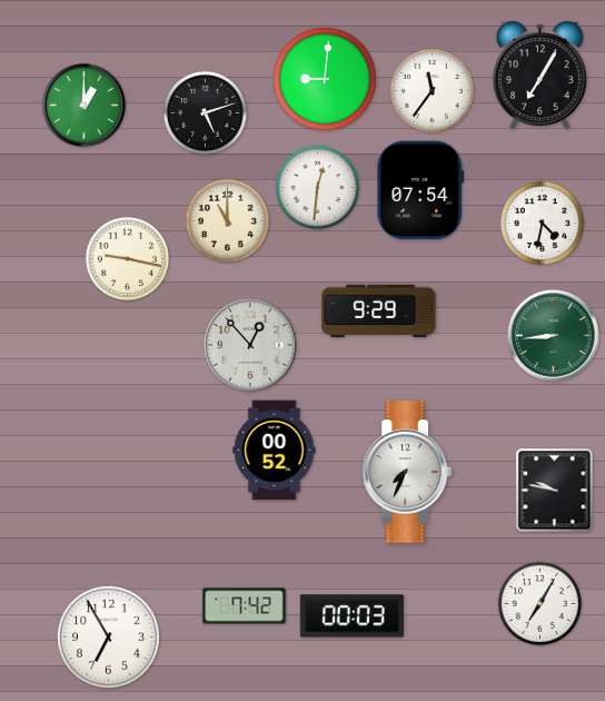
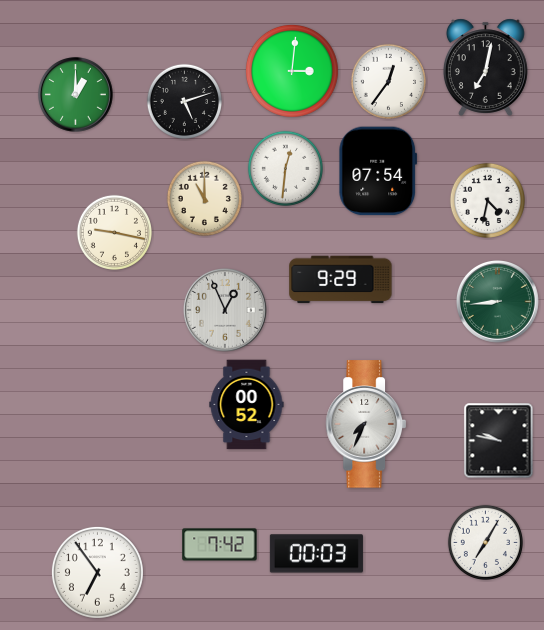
clock at (539, 75): 7:05 -> 7:02
clock at (325, 79): 9:01 -> 3:01
clock at (432, 90): 11:36 -> 12:36
clock at (250, 345): 12:53 -> 12:56
clock at (108, 636): 6:55 -> 6:54
